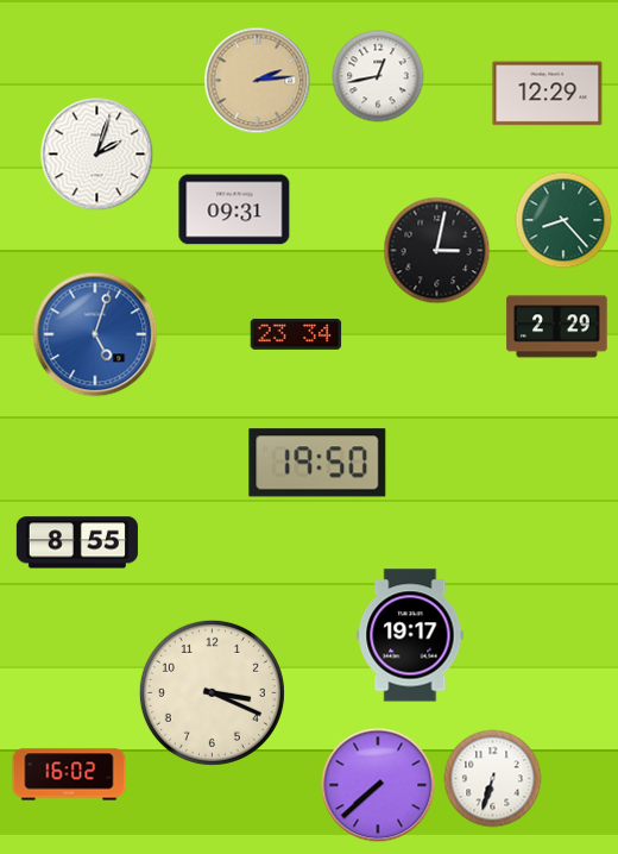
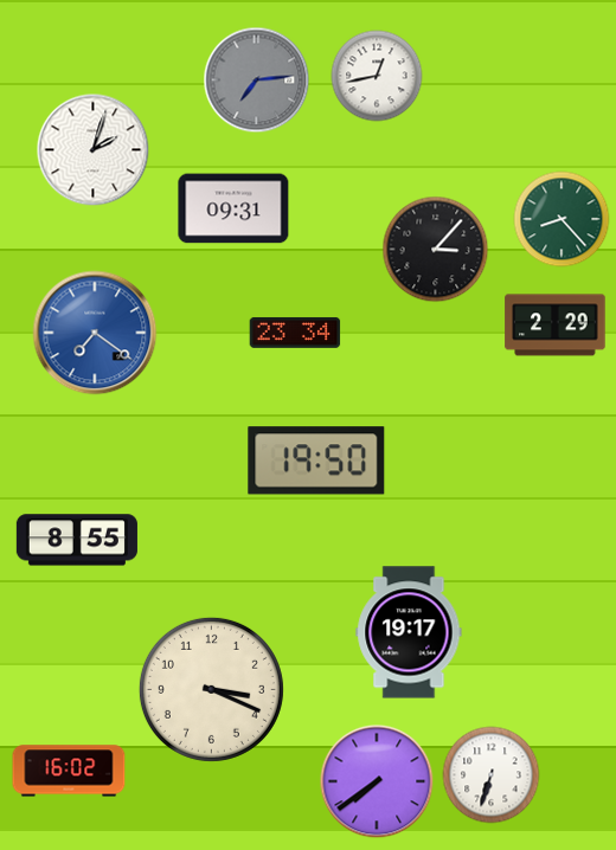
clock at (258, 81): 2:14 -> 7:14
clock at (258, 81) dial: champagne -> grey
clock at (548, 94): 12:29 -> none
clock at (97, 155) position: (97, 155) -> (94, 150)
clock at (437, 251): 3:02 -> 3:07
clock at (95, 334): 5:03 -> 7:21
clock at (378, 785): 7:38 -> 7:39
